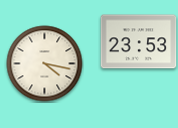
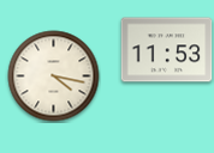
clock at (139, 42): 23:53 -> 11:53
